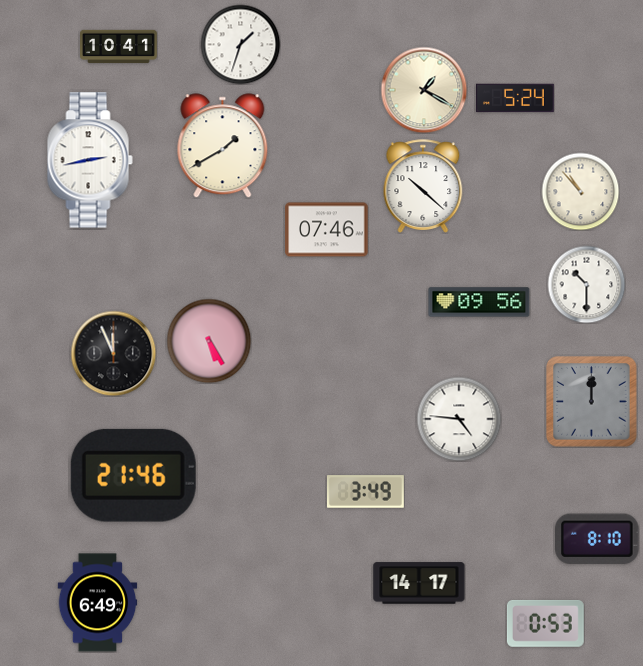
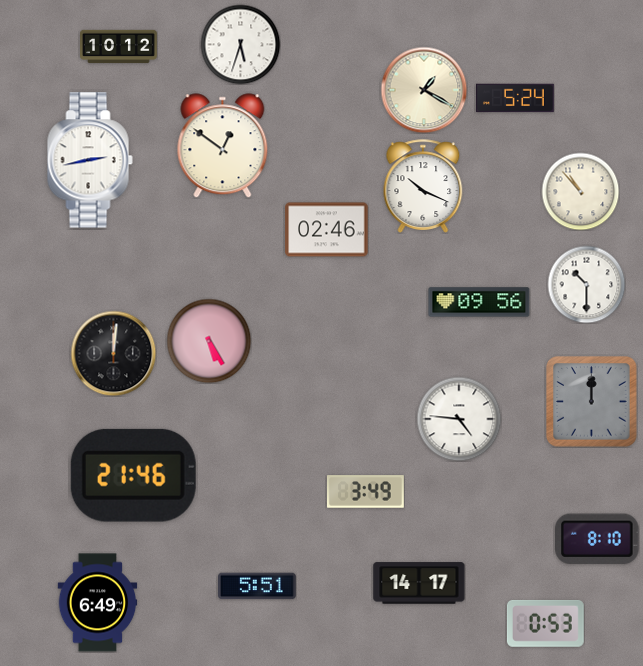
clock at (240, 44): 1:33 -> 5:33
clock at (119, 47): 10:41 -> 10:12
clock at (223, 146): 1:40 -> 12:51
clock at (423, 186): 10:22 -> 10:19
clock at (327, 230): 07:46 -> 02:46
clock at (113, 353): 11:56 -> 12:01
clock at (258, 586): none -> 5:51
